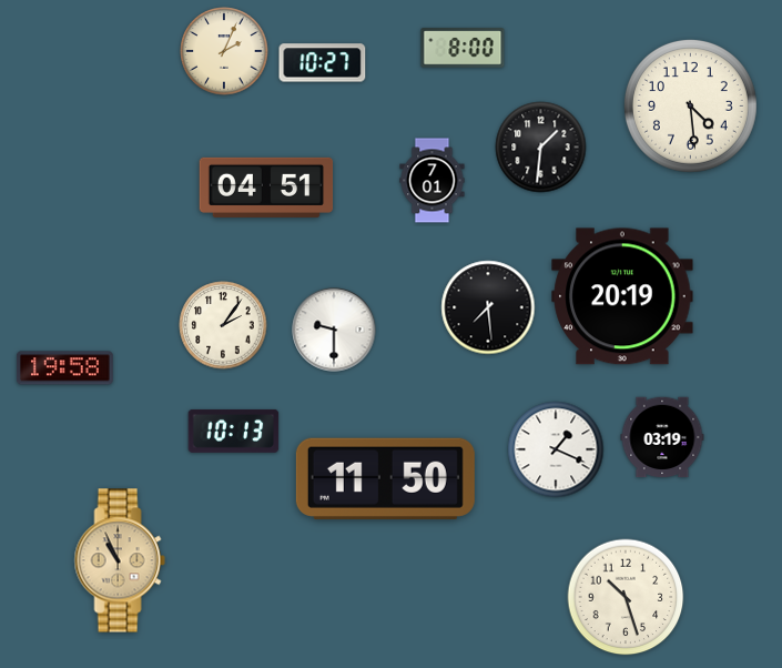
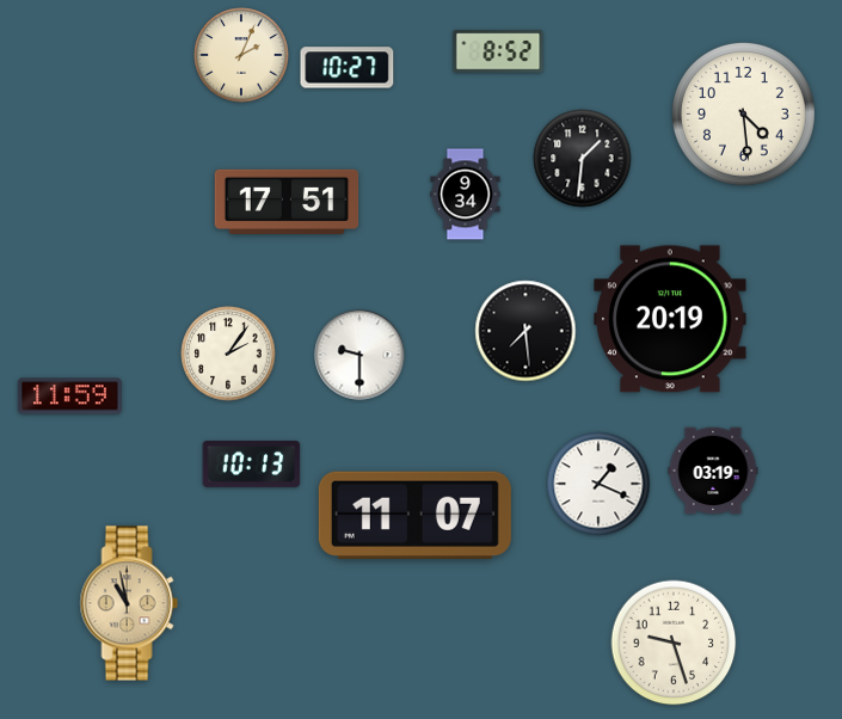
clock at (463, 48): 8:00 -> 8:52
clock at (433, 181): 7:01 -> 9:34
clock at (266, 188): 04:51 -> 17:51
clock at (223, 325) position: (223, 325) -> (228, 354)
clock at (64, 368): 19:58 -> 11:59
clock at (385, 478): 11:50 -> 11:07
clock at (120, 560): 10:56 -> 10:58
clock at (626, 597): 10:27 -> 9:27
